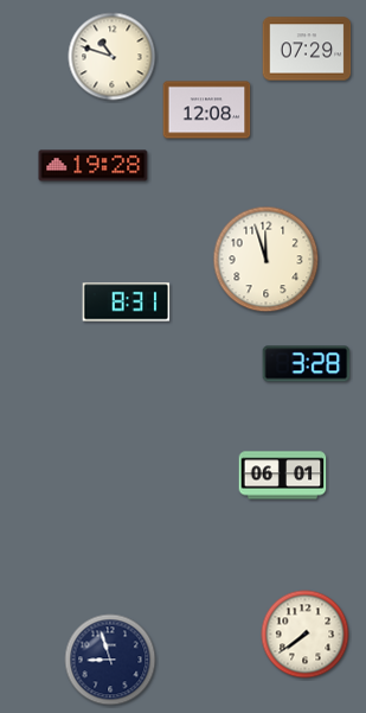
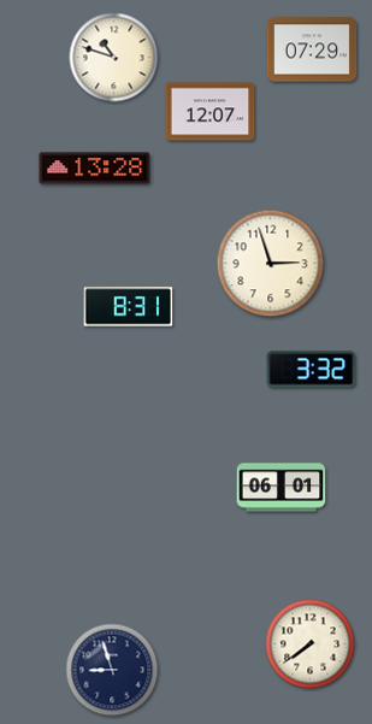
clock at (207, 110): 12:08 -> 12:07
clock at (94, 166): 19:28 -> 13:28
clock at (267, 260): 11:57 -> 2:57
clock at (307, 364): 3:28 -> 3:32
clock at (283, 476) position: (283, 476) -> (282, 488)
